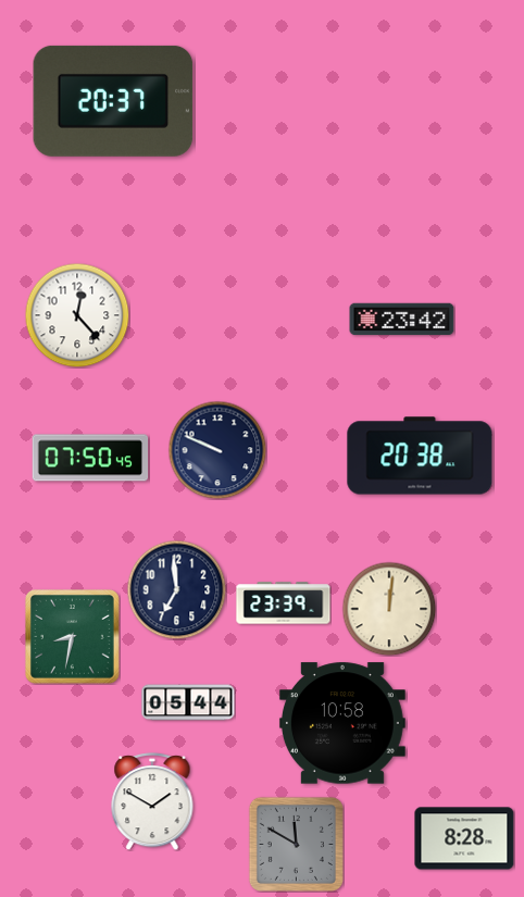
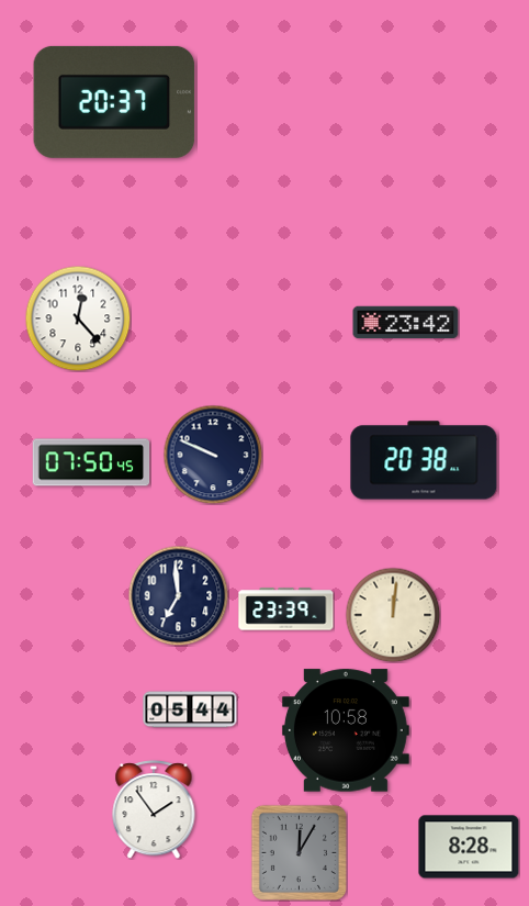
clock at (217, 450) position: (217, 450) -> (213, 455)
clock at (73, 637): 8:32 -> none
clock at (152, 801): 1:50 -> 1:54
clock at (296, 844): 11:50 -> 12:05
